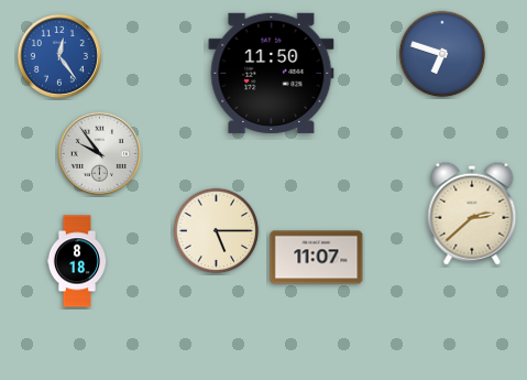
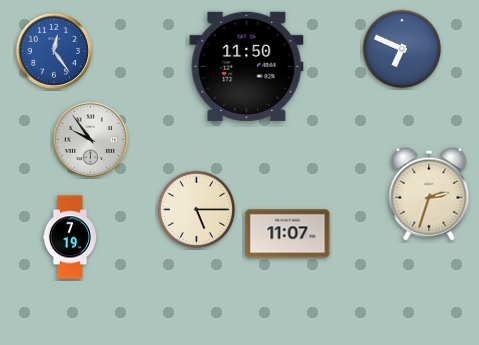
clock at (442, 54): 6:48 -> 6:49
clock at (472, 214): 2:38 -> 2:33
clock at (76, 261): 8:18 -> 7:19
